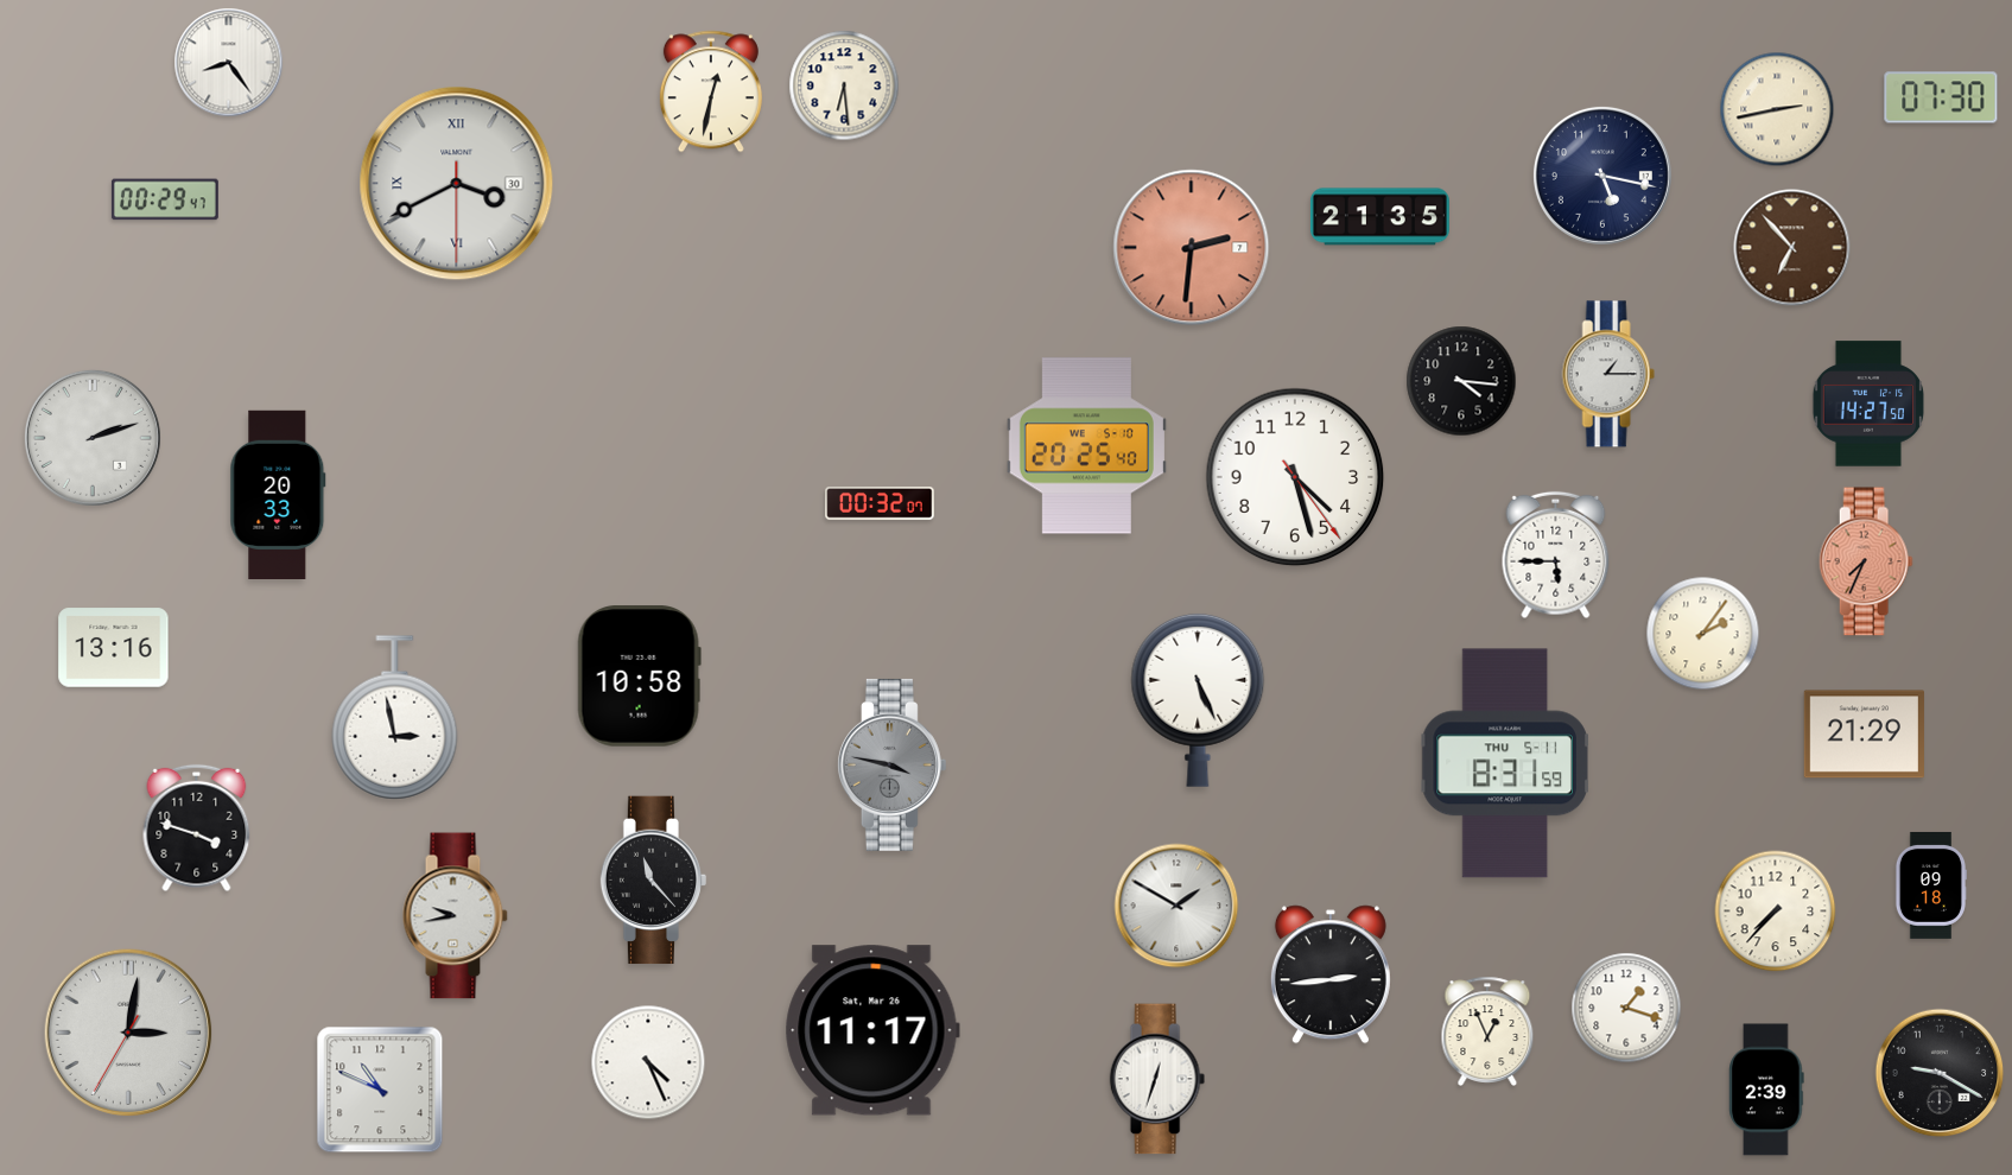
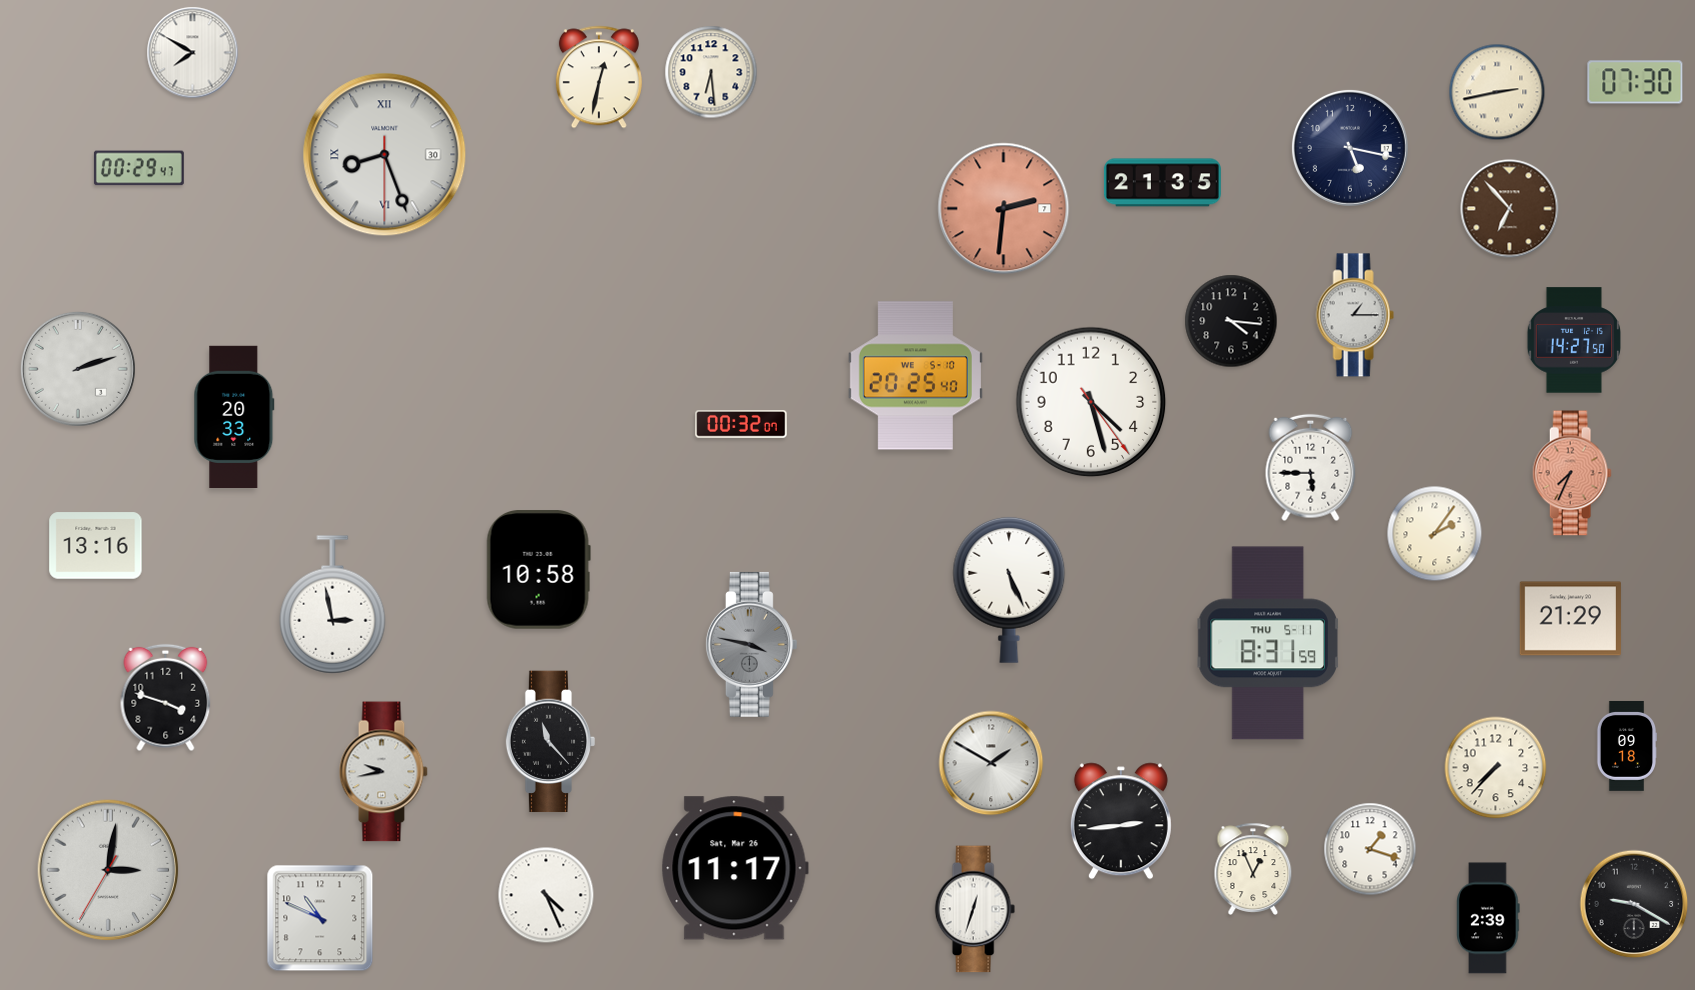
clock at (229, 63): 8:24 -> 7:50
clock at (457, 184): 3:40 -> 8:26
